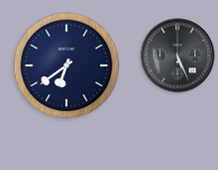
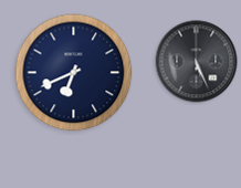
clock at (67, 66): 6:39 -> 6:41
